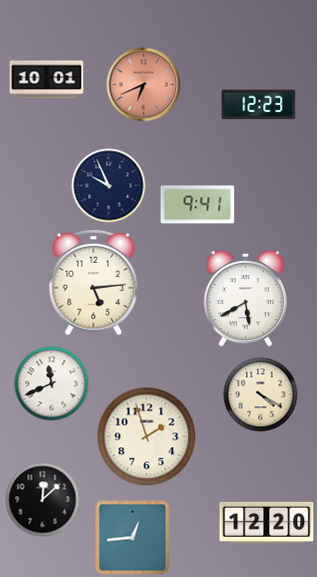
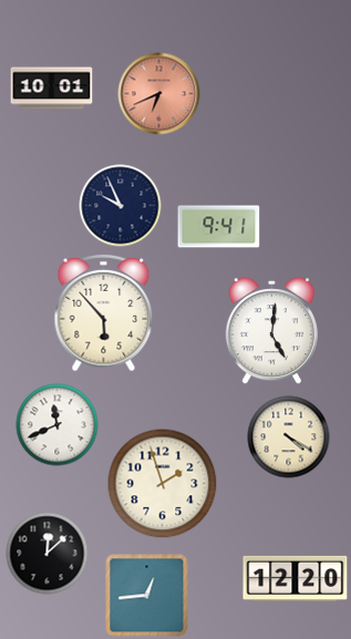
clock at (259, 105): 12:23 -> none
clock at (94, 283): 5:14 -> 5:53
clock at (245, 299): 5:40 -> 5:01
